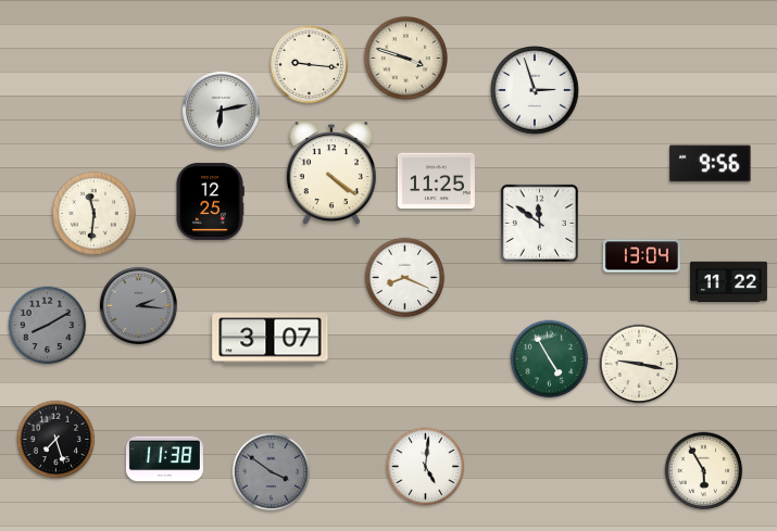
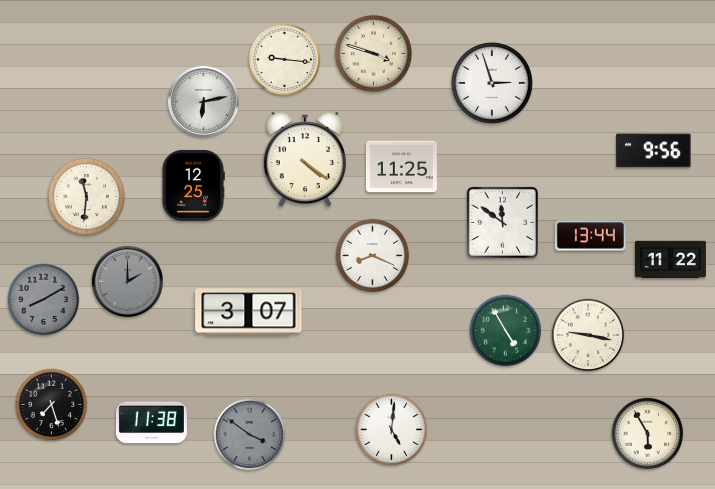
clock at (539, 223) position: (539, 223) -> (502, 222)
clock at (641, 256): 13:04 -> 13:44
clock at (138, 305): 2:16 -> 2:00
